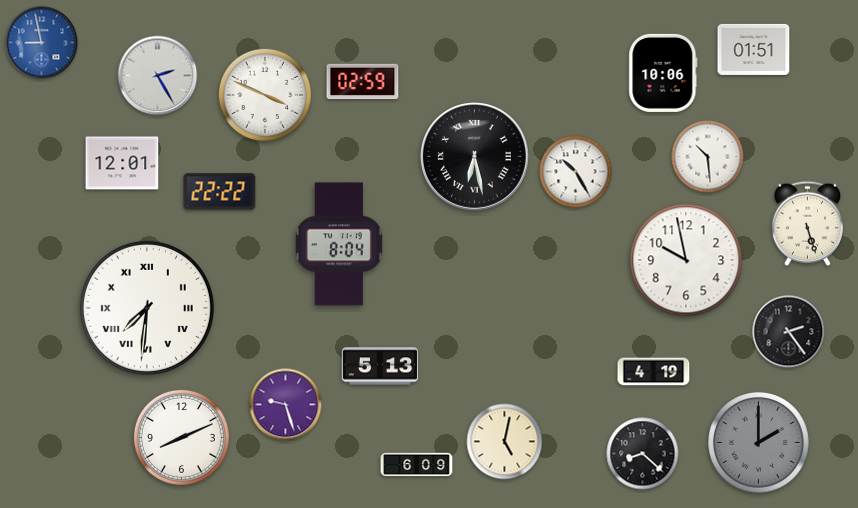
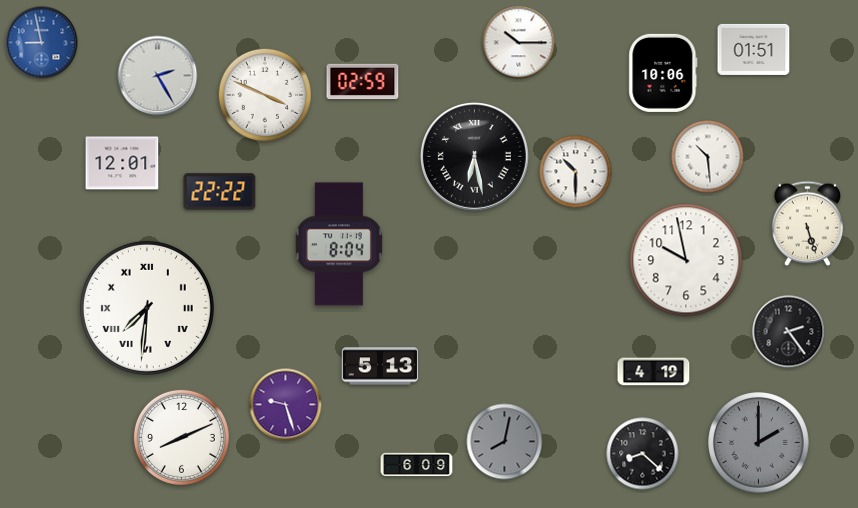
clock at (519, 43): none -> 10:15
clock at (576, 172): 10:25 -> 10:30
clock at (505, 442): 5:02 -> 8:02
clock at (505, 442) dial: cream -> grey
